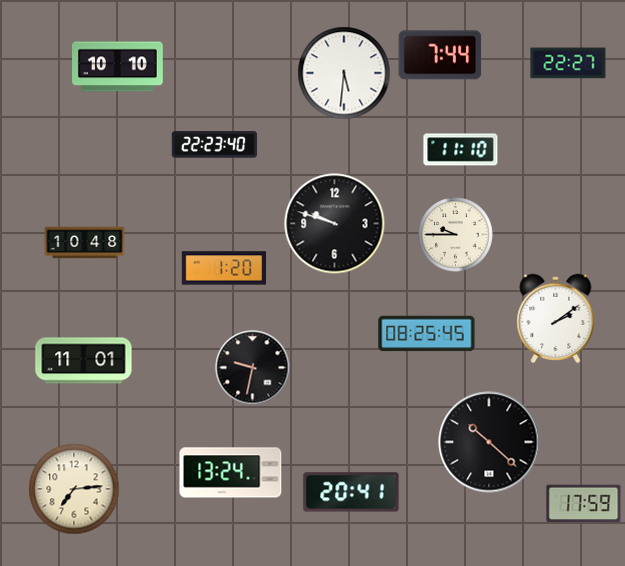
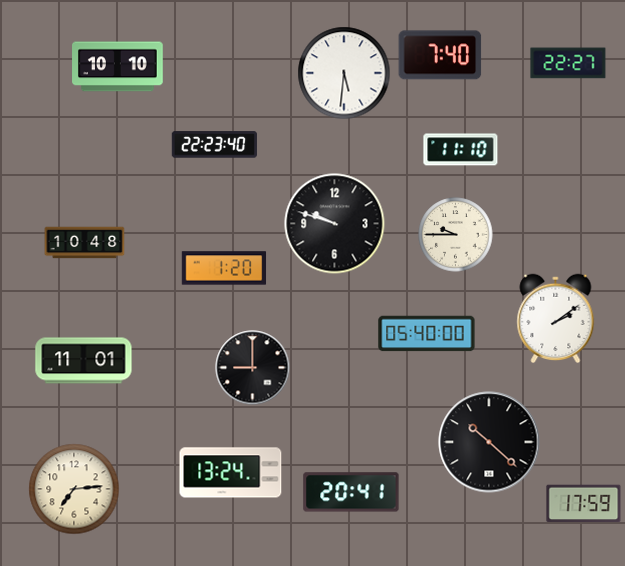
clock at (440, 55): 7:44 -> 7:40
clock at (427, 334): 08:25 -> 05:40
clock at (253, 368): 9:32 -> 9:00
